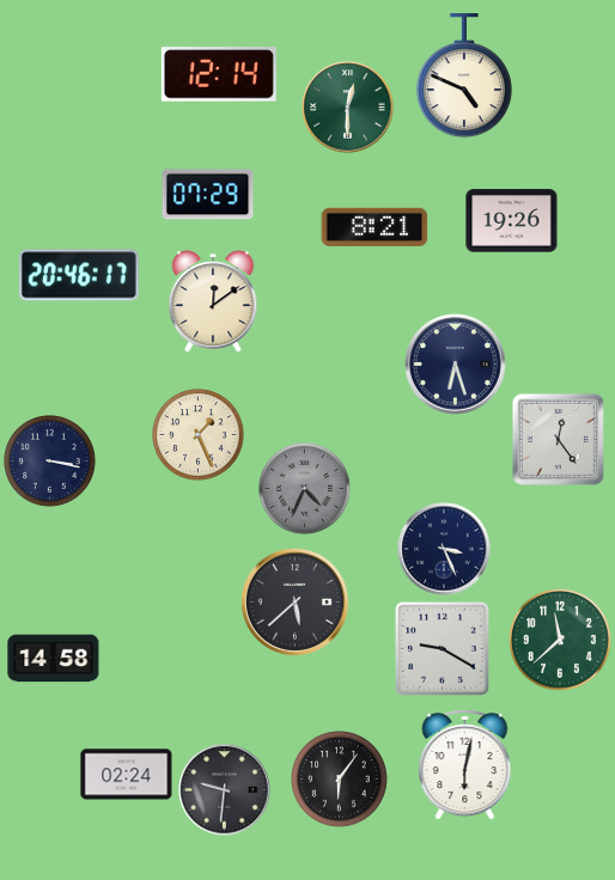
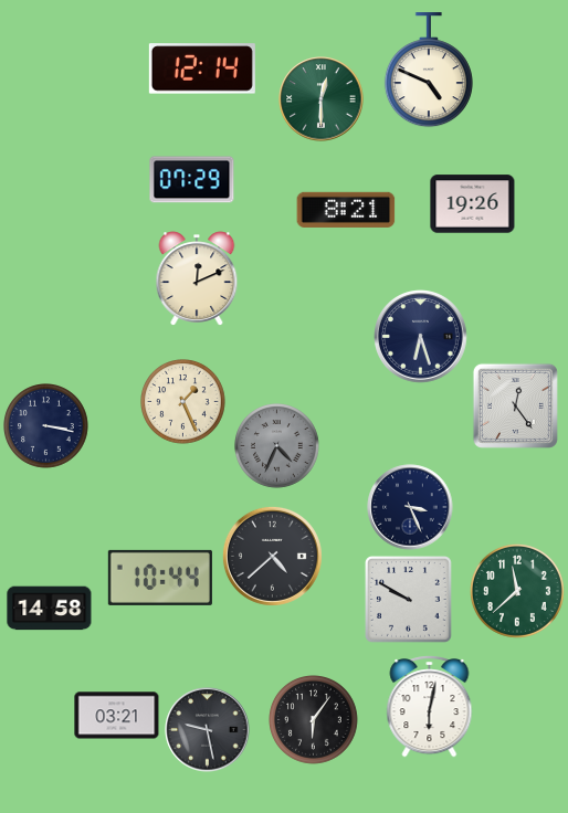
clock at (79, 275): 20:46 -> none
clock at (213, 301): 12:09 -> 12:11
clock at (305, 489) position: (305, 489) -> (277, 446)
clock at (294, 601): 5:38 -> 4:38
clock at (160, 578): none -> 10:44
clock at (443, 649): 9:20 -> 9:50
clock at (127, 775): 02:24 -> 03:21
clock at (225, 790): 9:31 -> 9:28
